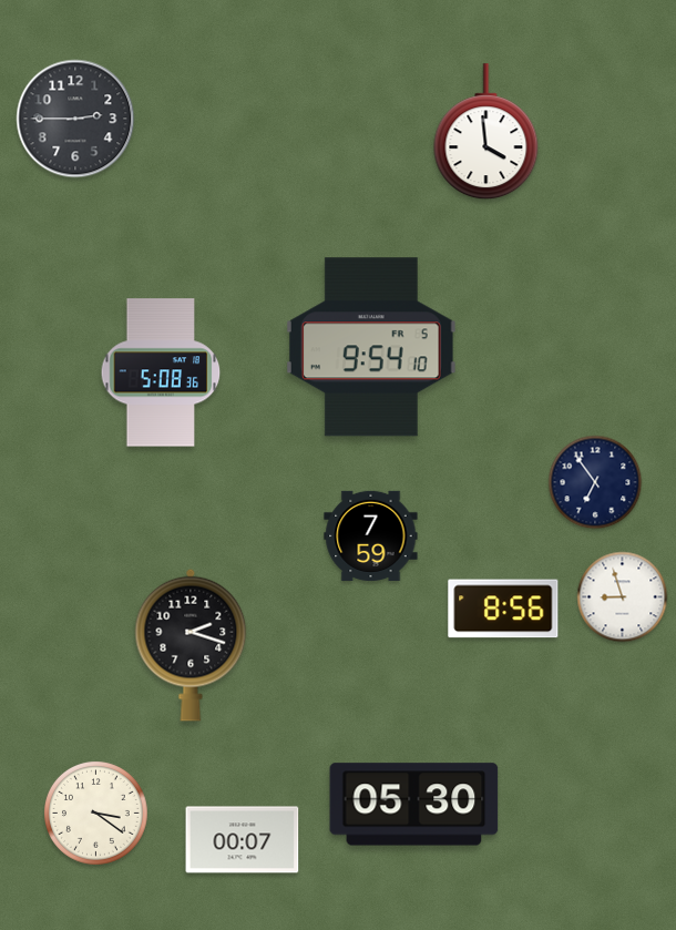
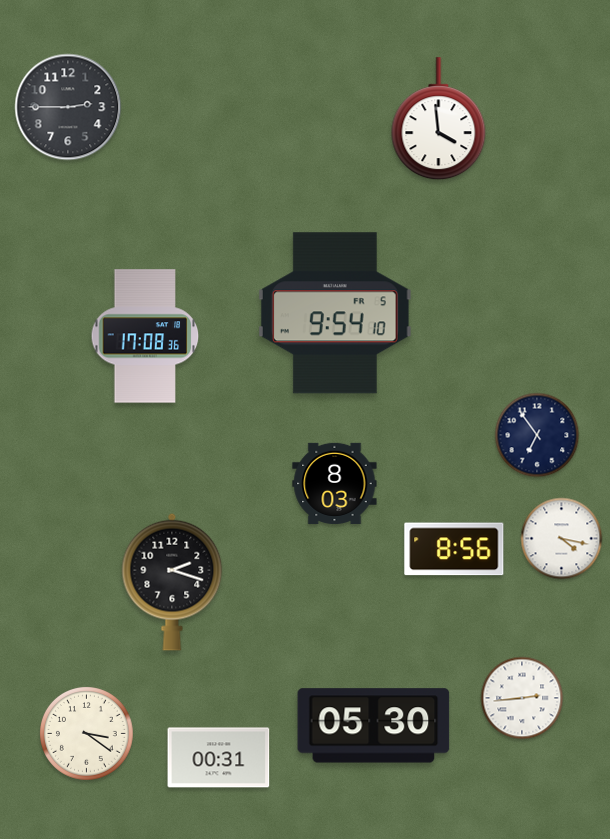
clock at (161, 372): 5:08 -> 17:08
clock at (371, 535): 7:59 -> 8:03
clock at (623, 597): 8:57 -> 4:17
clock at (522, 698): none -> 2:44
clock at (243, 840): 00:07 -> 00:31
